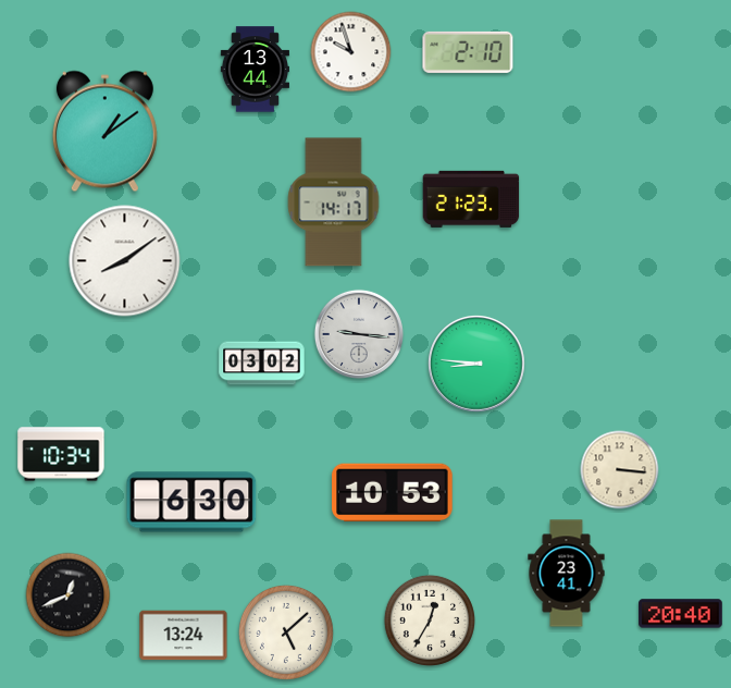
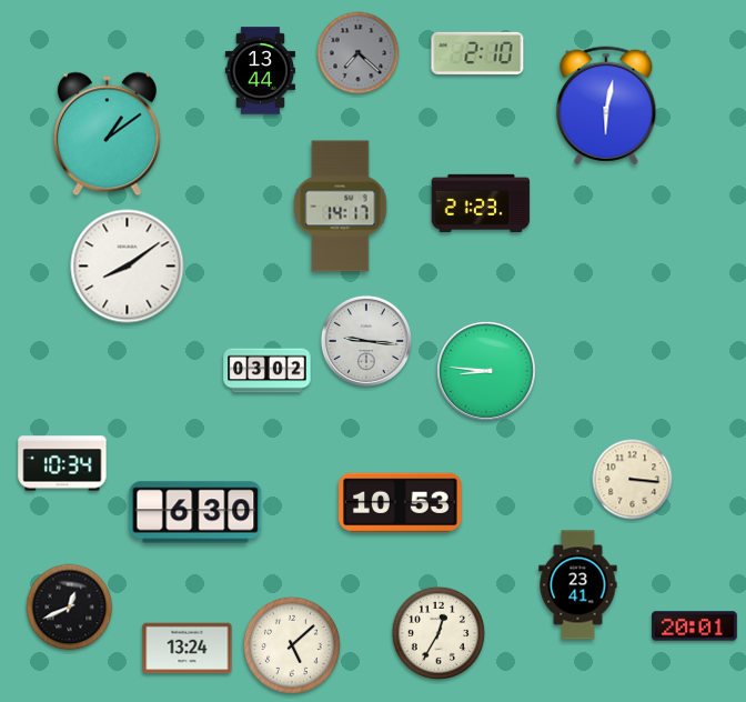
clock at (351, 52): 9:57 -> 7:22
clock at (351, 52) dial: white -> grey
clock at (606, 106): none -> 6:02
clock at (681, 614): 20:40 -> 20:01
